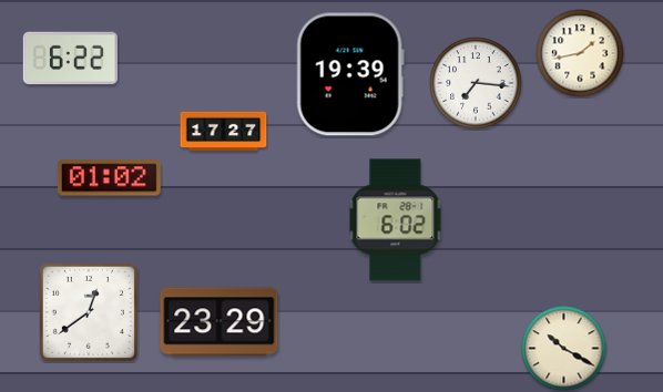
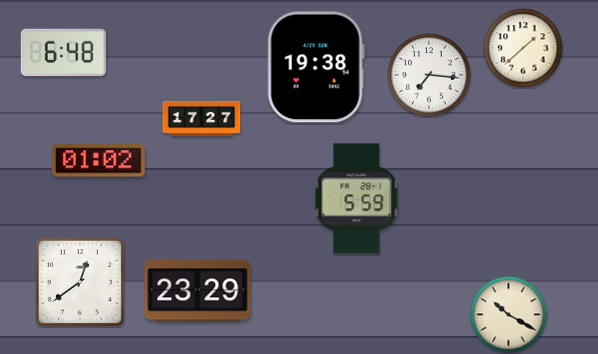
clock at (580, 53): 1:43 -> 1:38
clock at (70, 59): 6:22 -> 6:48
clock at (350, 74): 19:39 -> 19:38
clock at (396, 220): 6:02 -> 5:59
